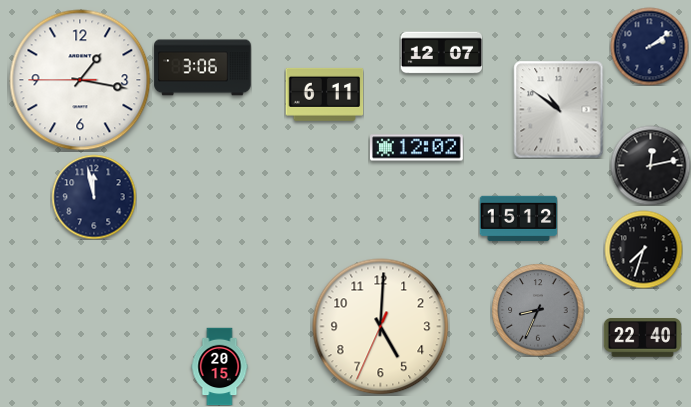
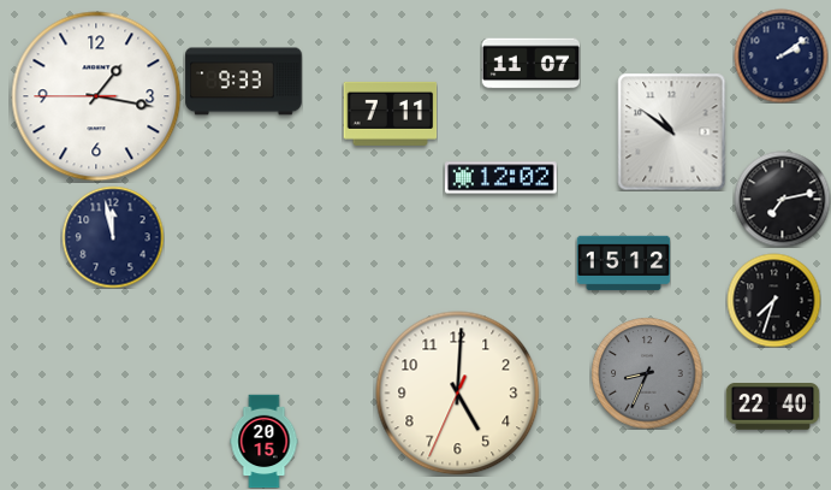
clock at (441, 53): 12:07 -> 11:07
clock at (203, 68): 3:06 -> 9:33
clock at (324, 94): 6:11 -> 7:11
clock at (650, 165): 12:13 -> 7:13
